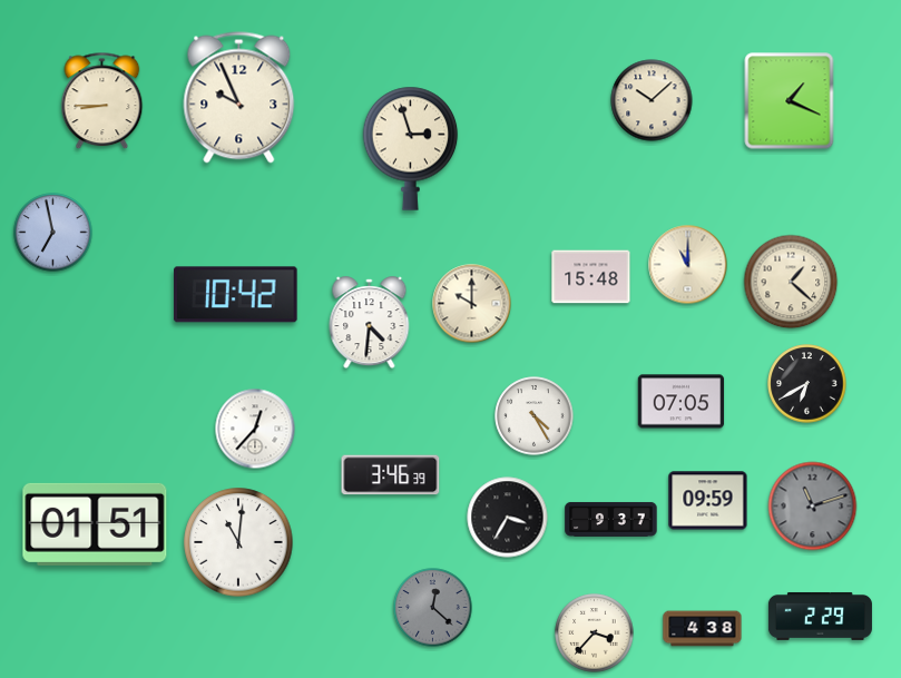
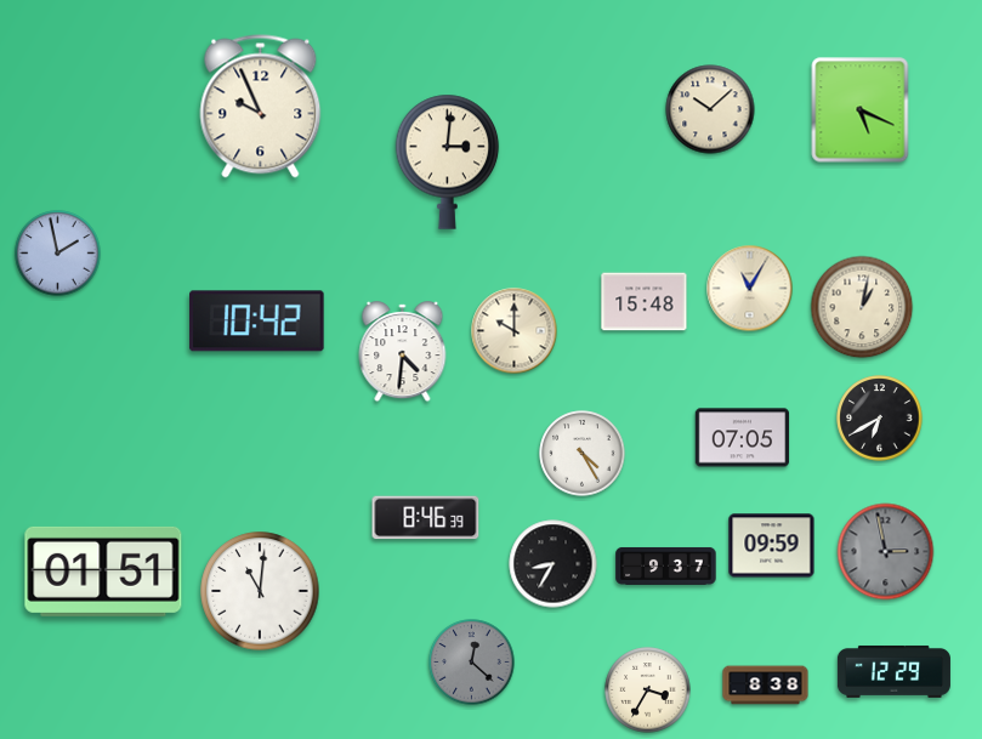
clock at (102, 101): 8:45 -> none
clock at (790, 101): 1:19 -> 5:19
clock at (411, 148): 2:57 -> 3:01
clock at (53, 233): 6:58 -> 1:58
clock at (688, 265): 11:00 -> 11:05
clock at (791, 282): 1:22 -> 1:02
clock at (255, 429): 12:37 -> none
clock at (391, 475): 3:46 -> 8:46
clock at (813, 507): 11:12 -> 2:58
clock at (508, 518): 3:35 -> 8:35
clock at (820, 616): 2:29 -> 12:29
clock at (703, 629): 4:38 -> 8:38
clock at (595, 633): 3:37 -> 3:35
